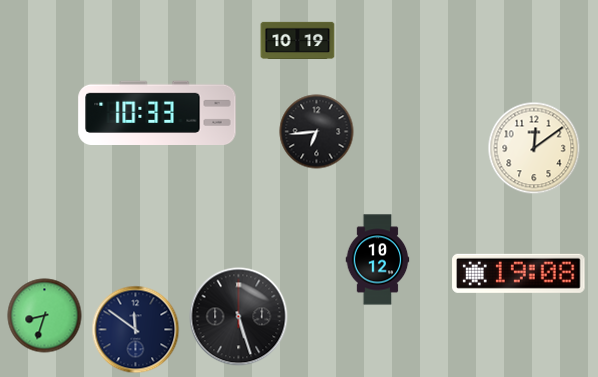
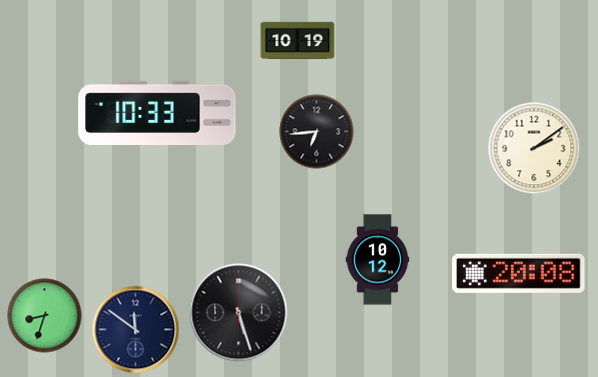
clock at (534, 148): 12:09 -> 2:09
clock at (519, 273): 19:08 -> 20:08
clock at (239, 317) position: (239, 317) -> (239, 313)
